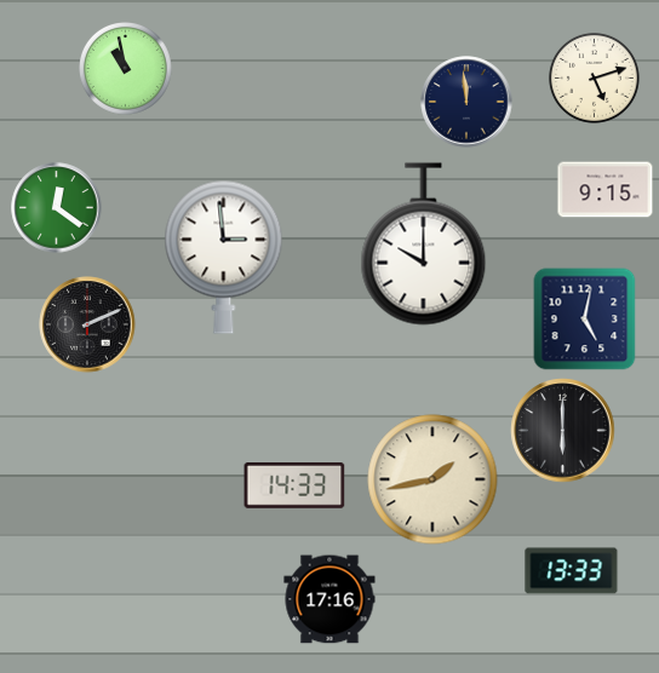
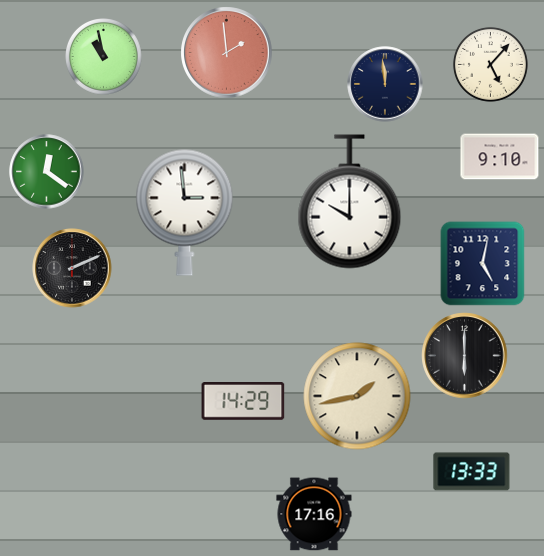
clock at (227, 53): none -> 1:59
clock at (594, 77): 5:12 -> 5:07
clock at (606, 190): 9:15 -> 9:10
clock at (294, 487): 14:33 -> 14:29
clock at (329, 599) position: (329, 599) -> (314, 514)
